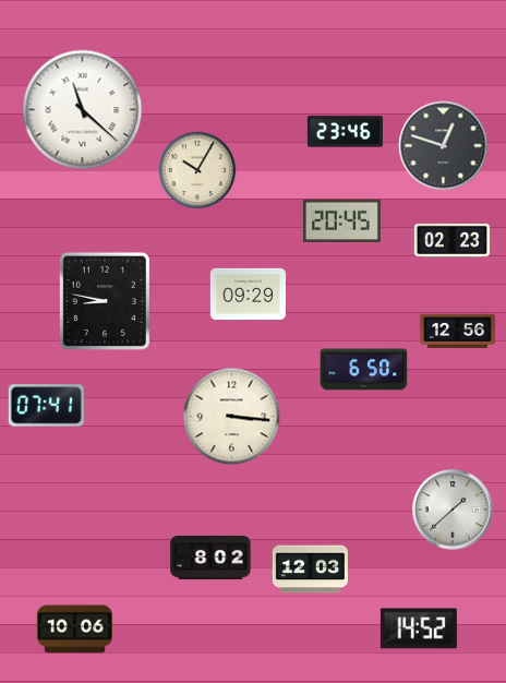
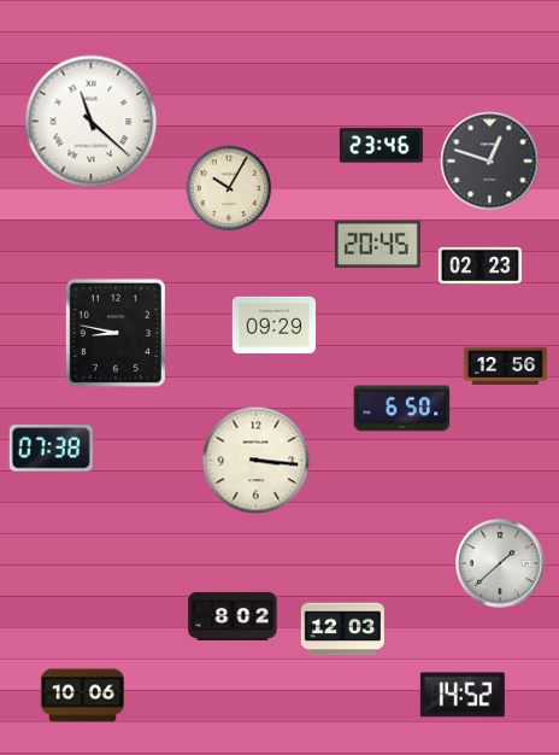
clock at (197, 170) position: (197, 170) -> (229, 188)
clock at (451, 240) position: (451, 240) -> (479, 265)
clock at (46, 406): 07:41 -> 07:38
